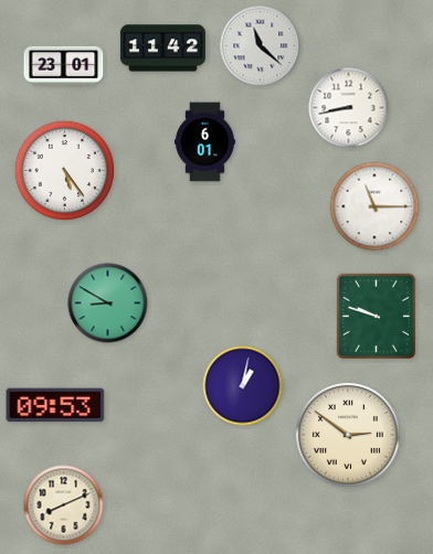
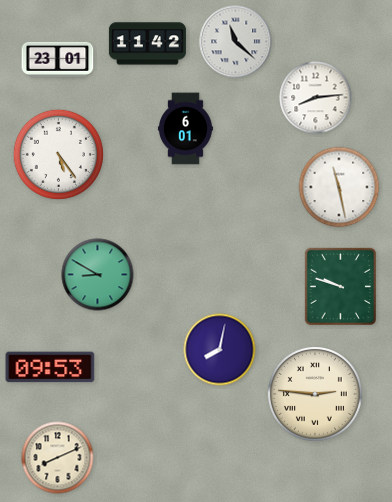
clock at (349, 108): 8:43 -> 8:14
clock at (374, 206): 11:15 -> 11:28
clock at (243, 386): 1:02 -> 8:02
clock at (348, 435): 2:51 -> 2:46
